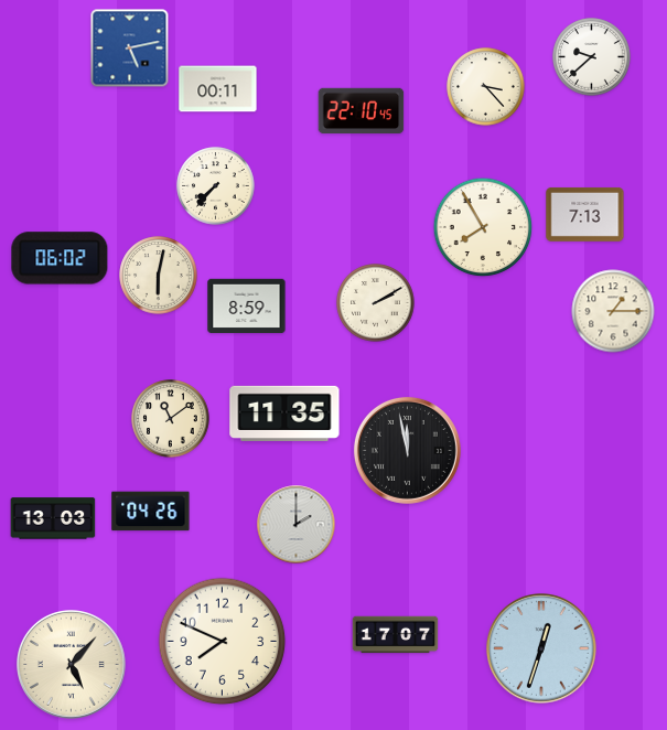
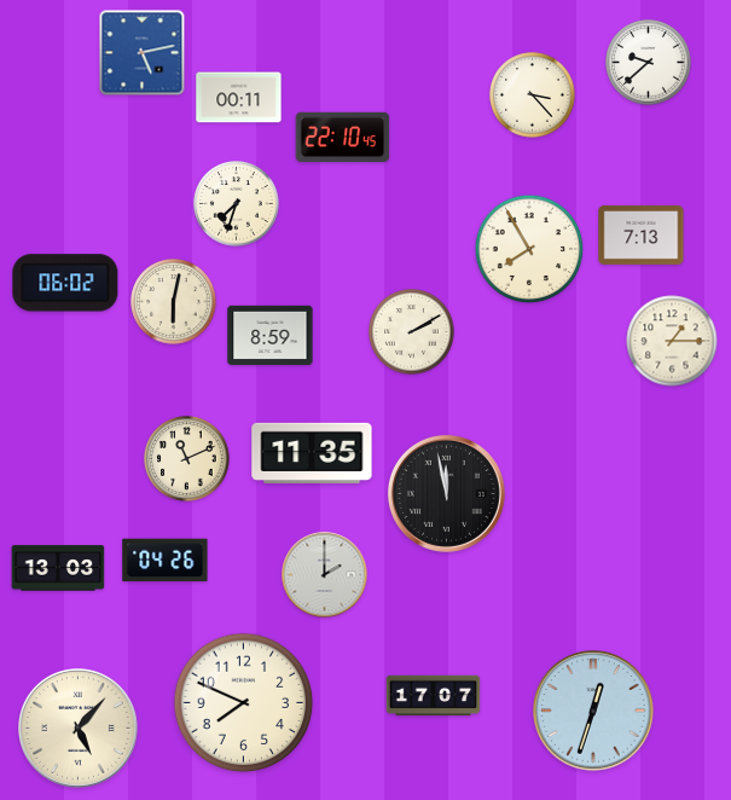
clock at (362, 111) position: (362, 111) -> (343, 138)
clock at (216, 186): 7:37 -> 7:33
clock at (171, 419): 11:09 -> 11:11
